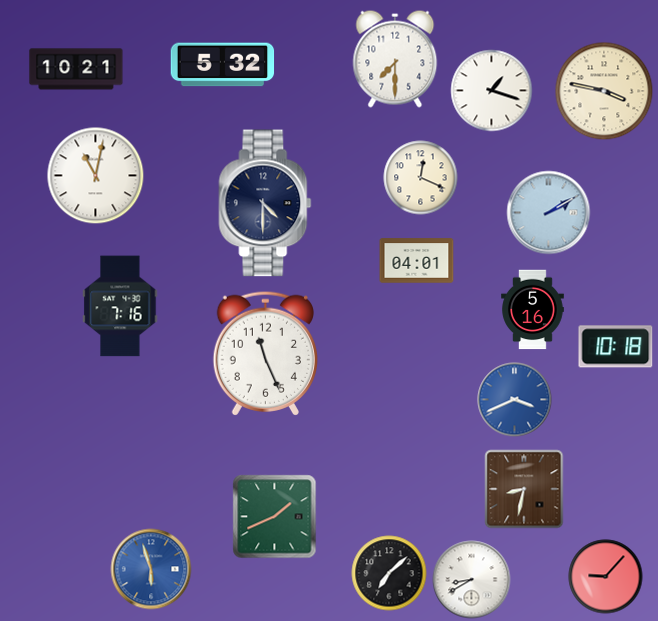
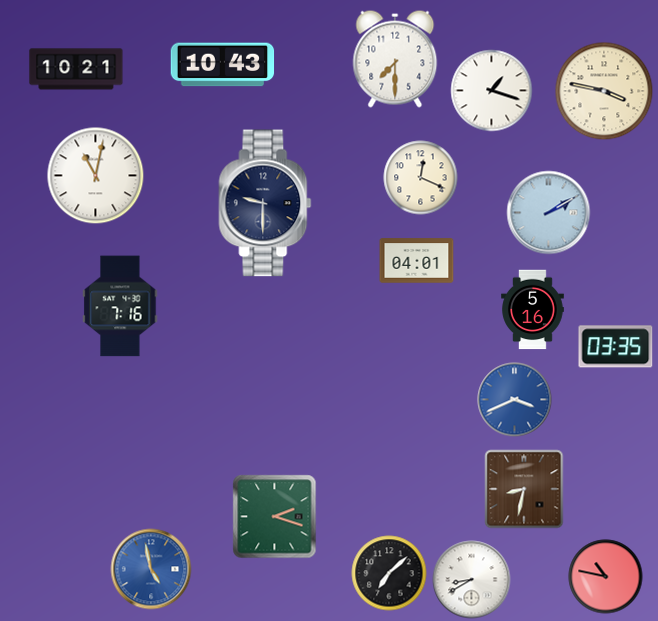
clock at (223, 65): 5:32 -> 10:43
clock at (265, 203): 4:30 -> 9:30
clock at (616, 347): 10:18 -> 03:35
clock at (265, 353): 11:26 -> none
clock at (275, 517): 1:41 -> 2:18
clock at (151, 569): 5:57 -> 4:58
clock at (606, 577): 9:07 -> 10:47
